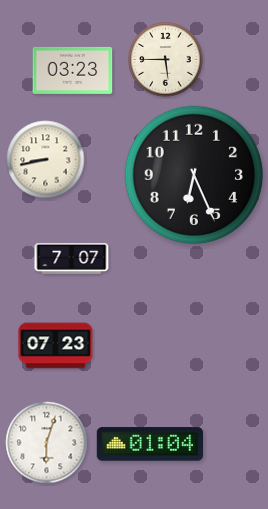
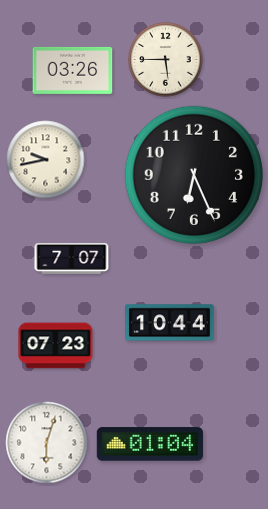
clock at (73, 70): 03:23 -> 03:26
clock at (46, 160): 8:43 -> 9:43
clock at (170, 323): none -> 10:44
